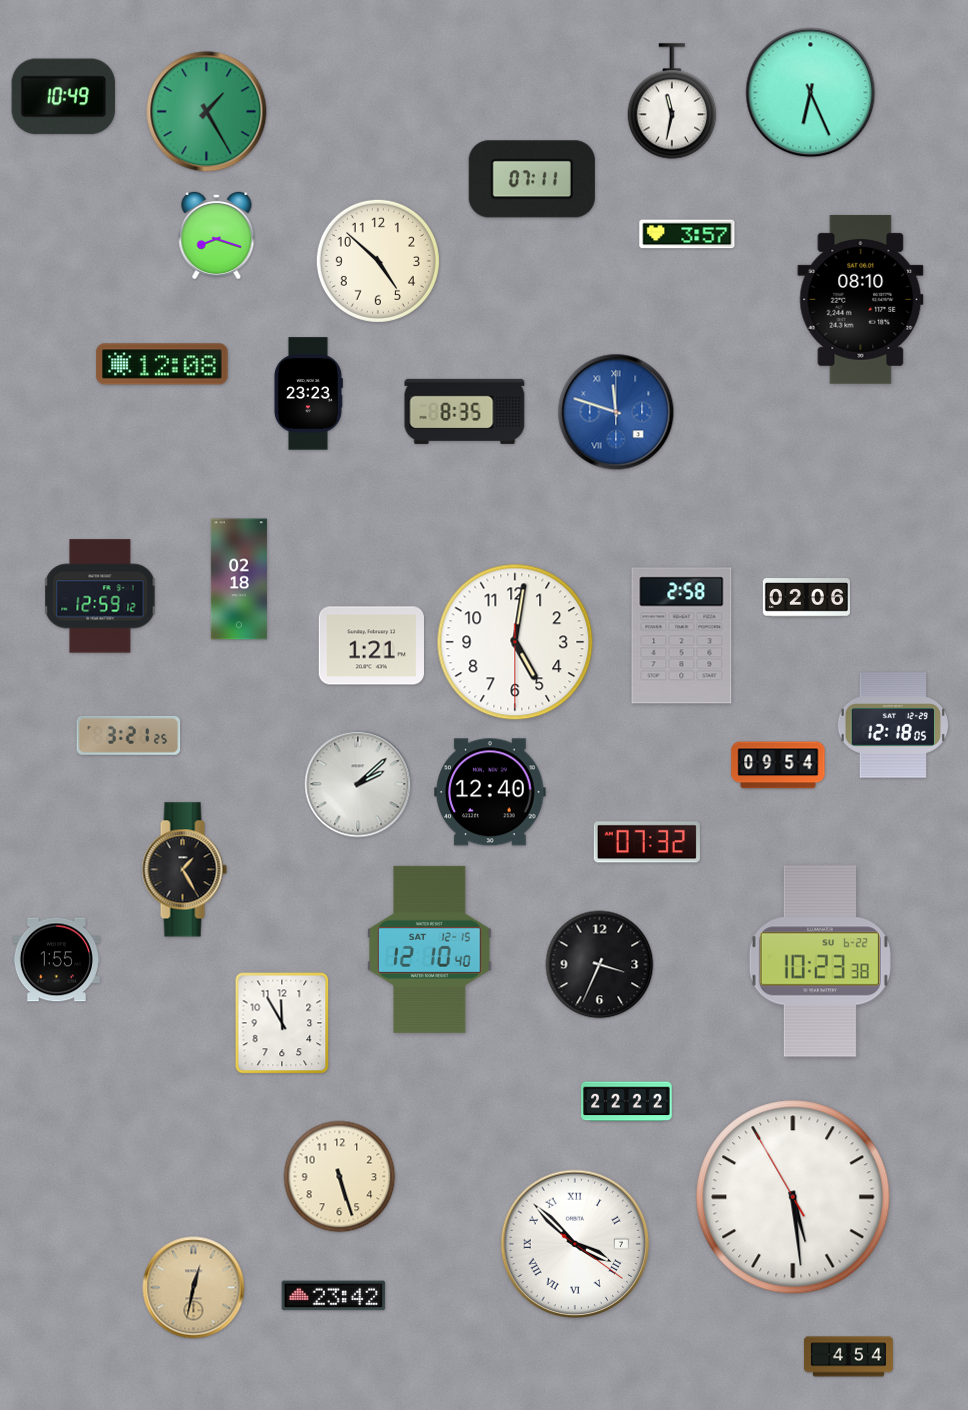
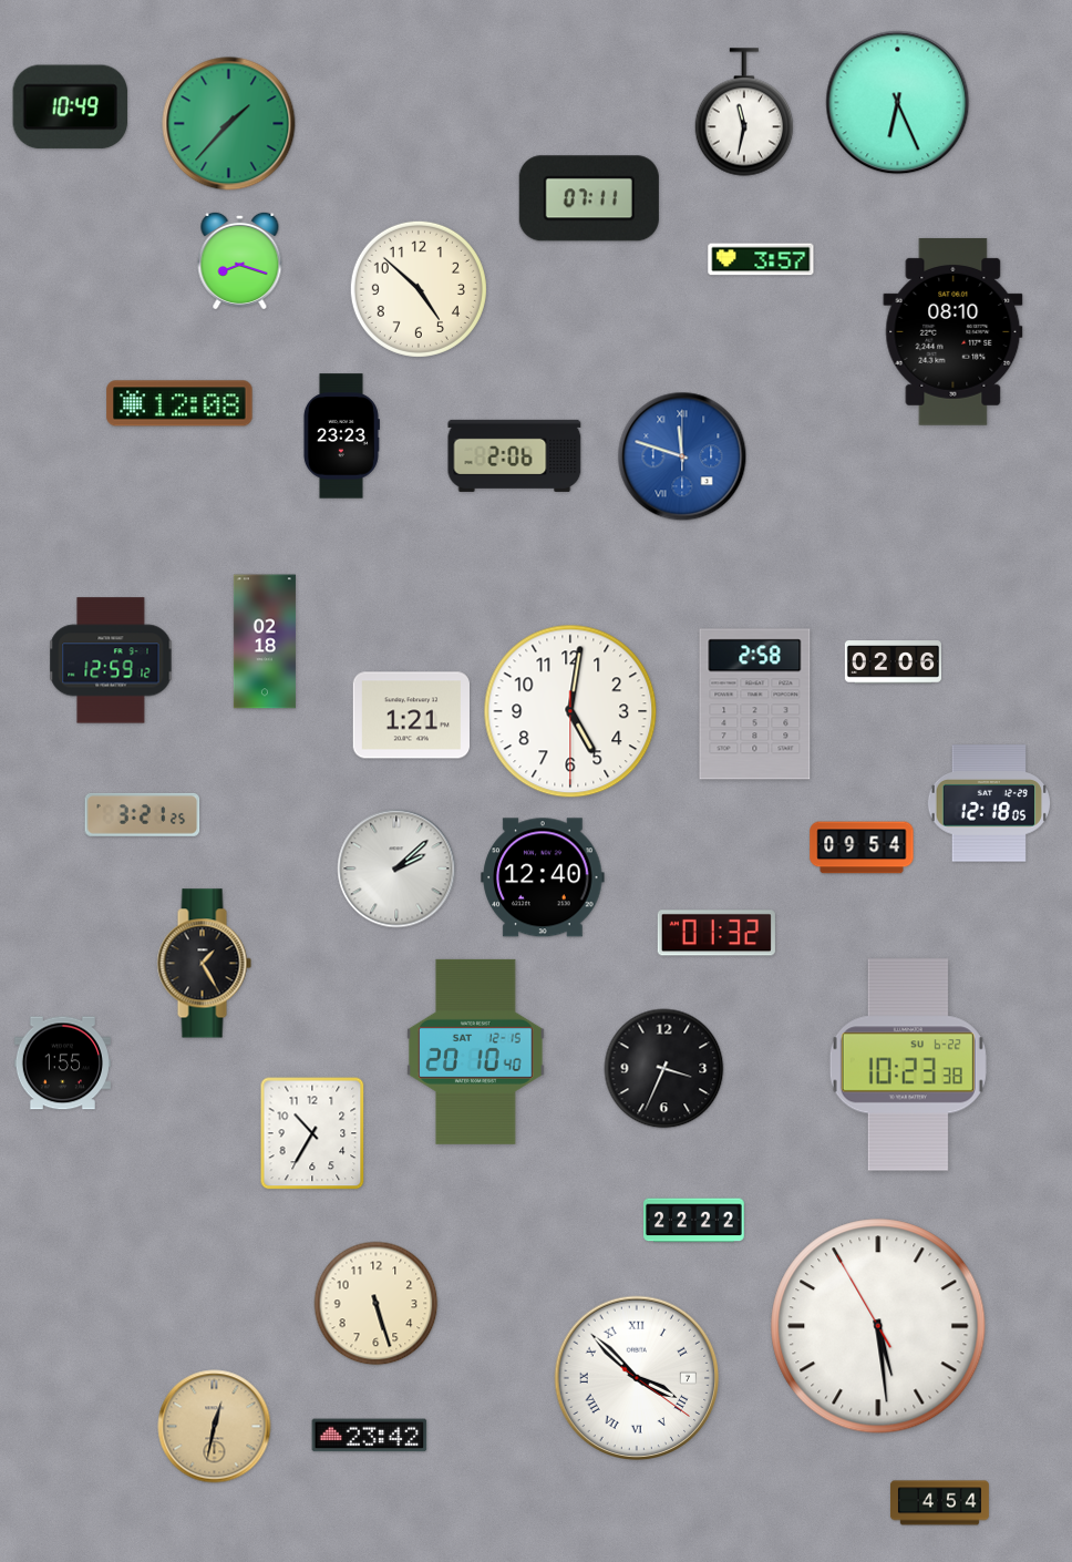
clock at (207, 112): 1:25 -> 1:37
clock at (465, 411): 8:35 -> 2:06
clock at (647, 842): 07:32 -> 01:32
clock at (430, 949): 12:10 -> 20:10
clock at (282, 1023): 11:55 -> 10:35
